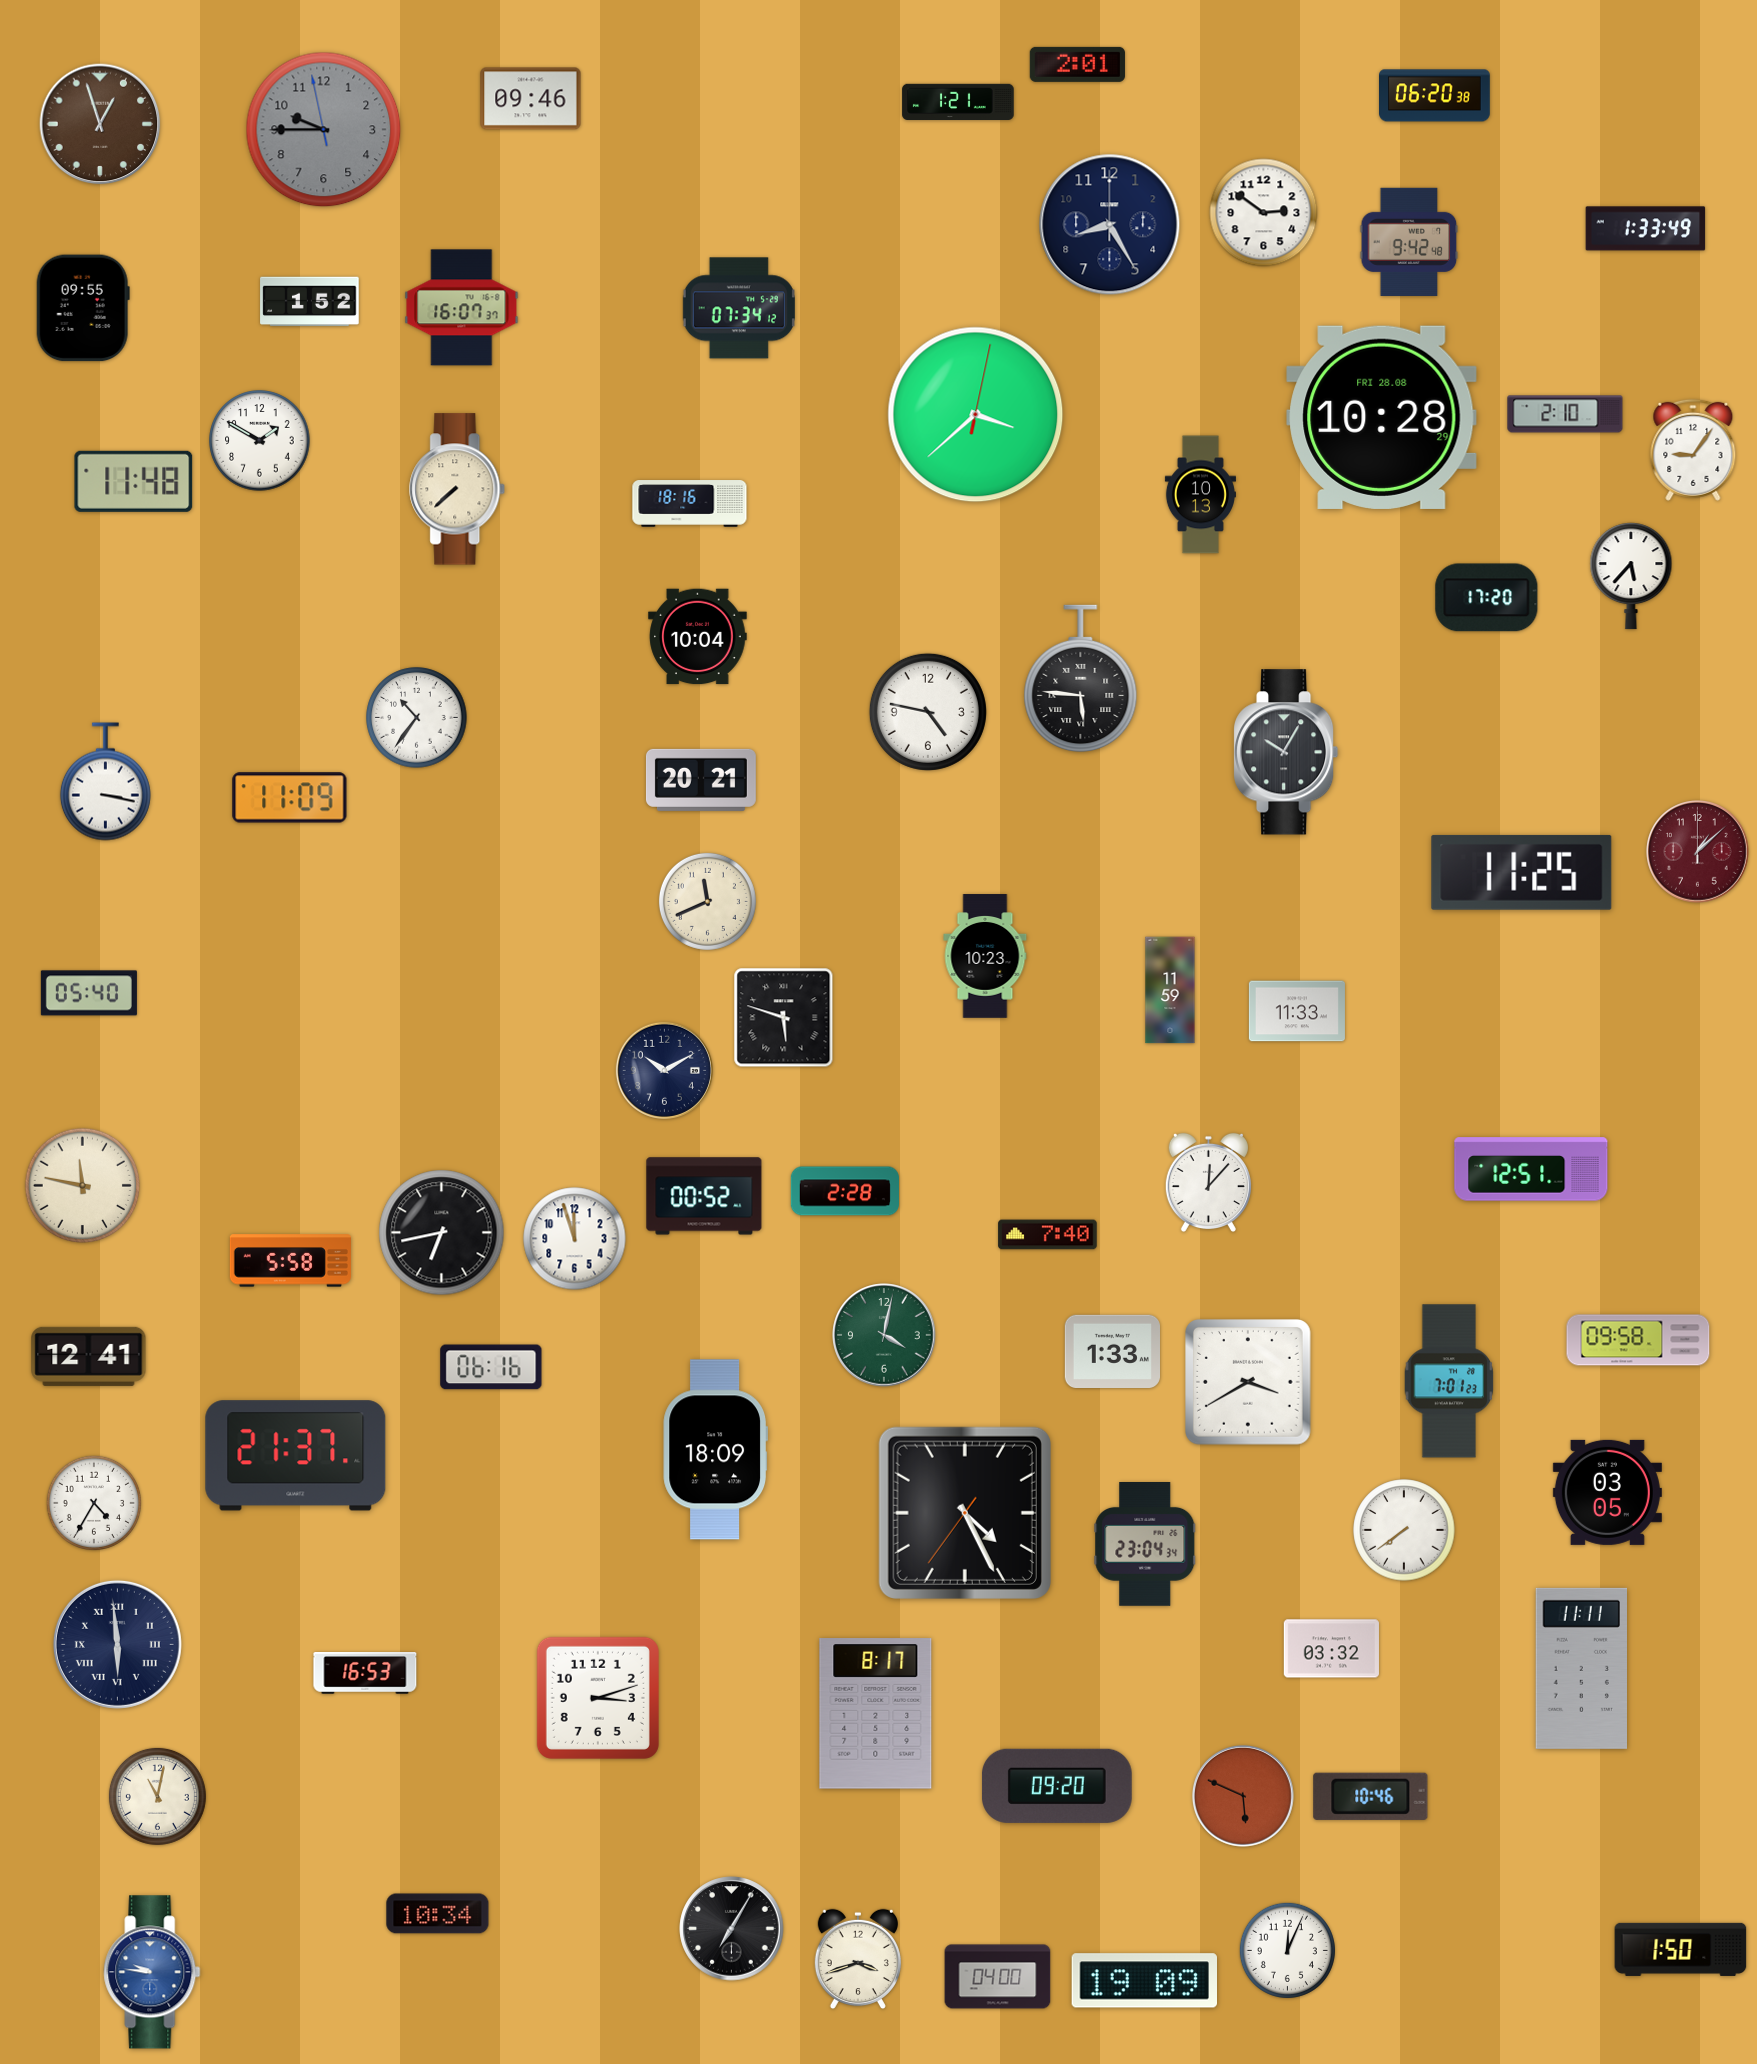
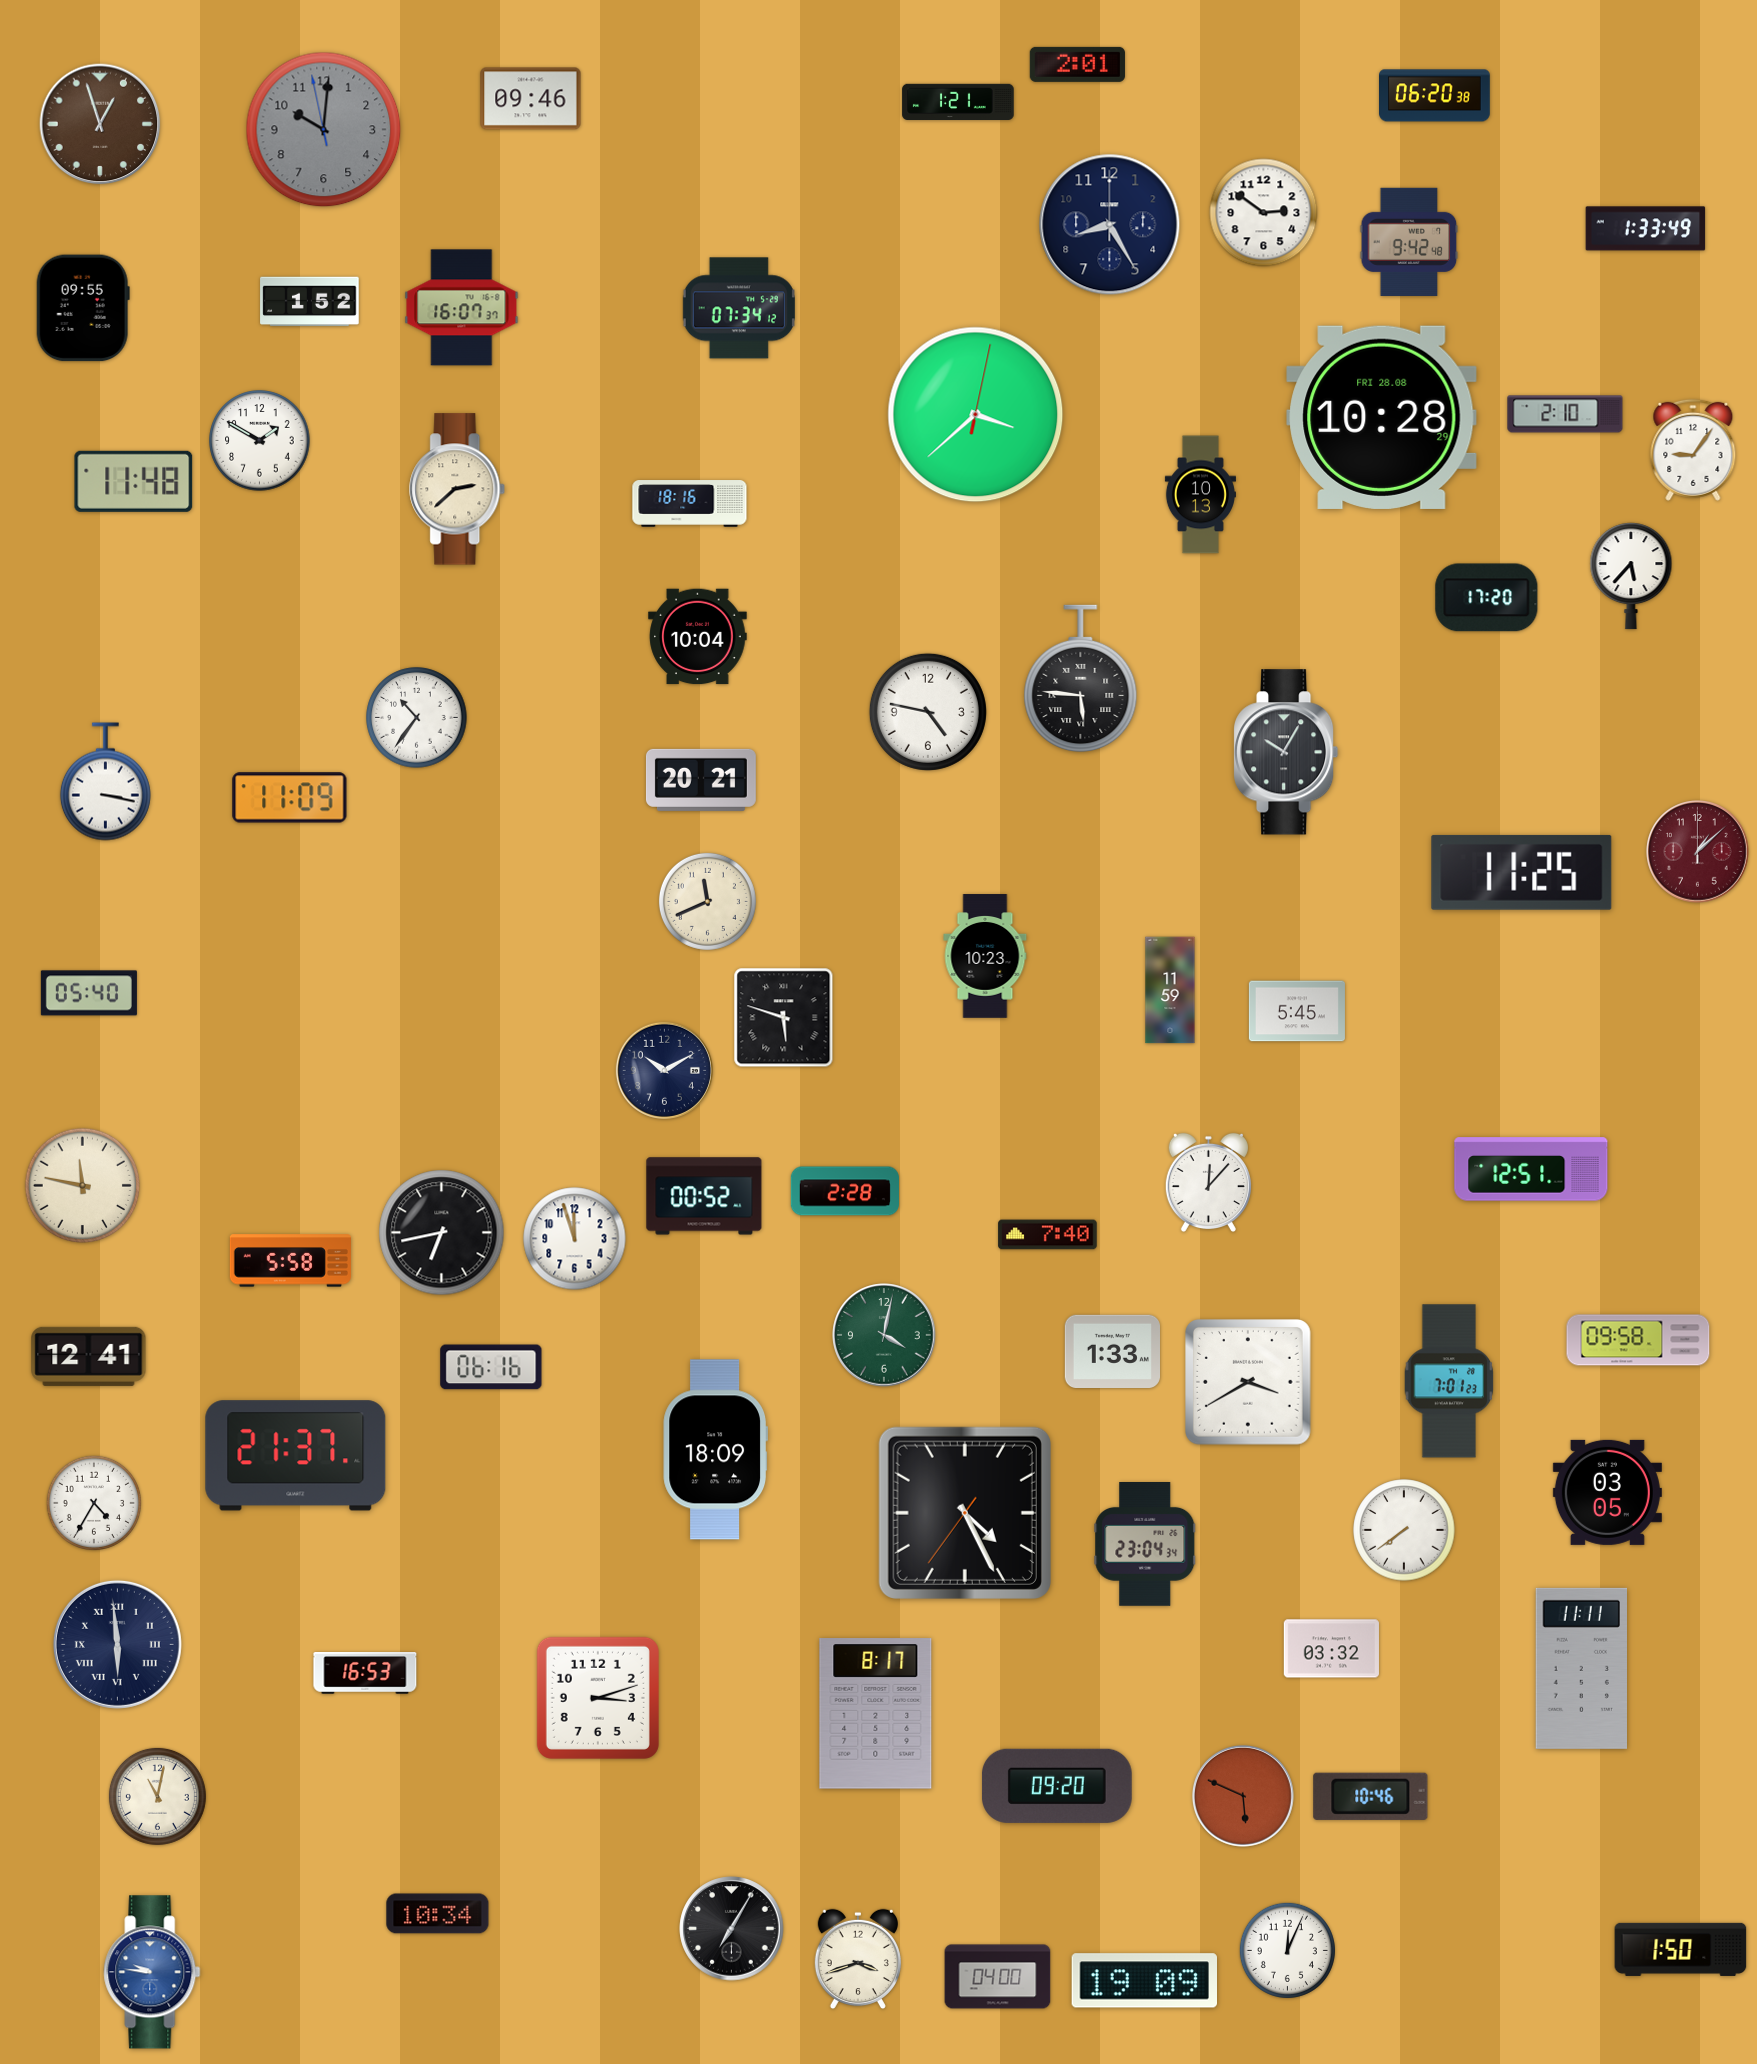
clock at (324, 130): 9:44 -> 10:00
clock at (458, 489): 7:38 -> 2:38
clock at (1297, 1011): 11:33 -> 5:45
